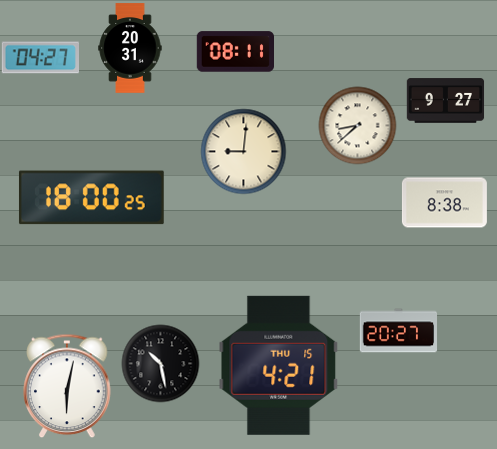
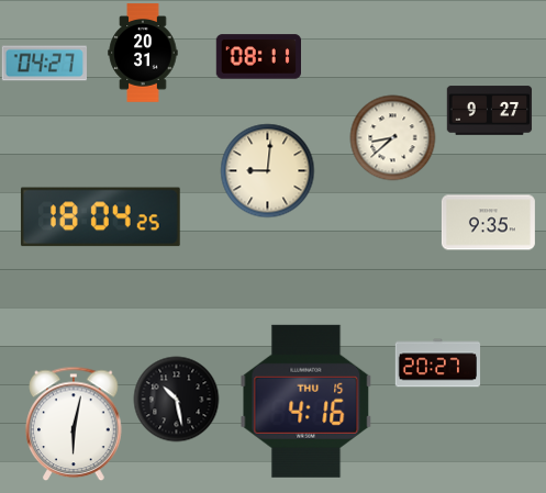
clock at (243, 151) position: (243, 151) -> (267, 170)
clock at (91, 198): 18:00 -> 18:04
clock at (444, 203): 8:38 -> 9:35
clock at (279, 365): 4:21 -> 4:16
